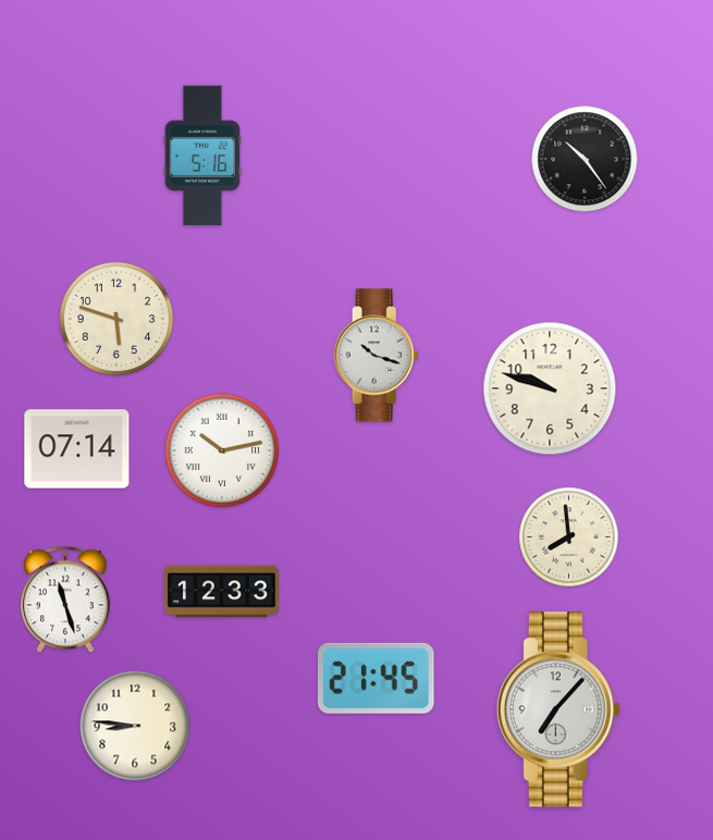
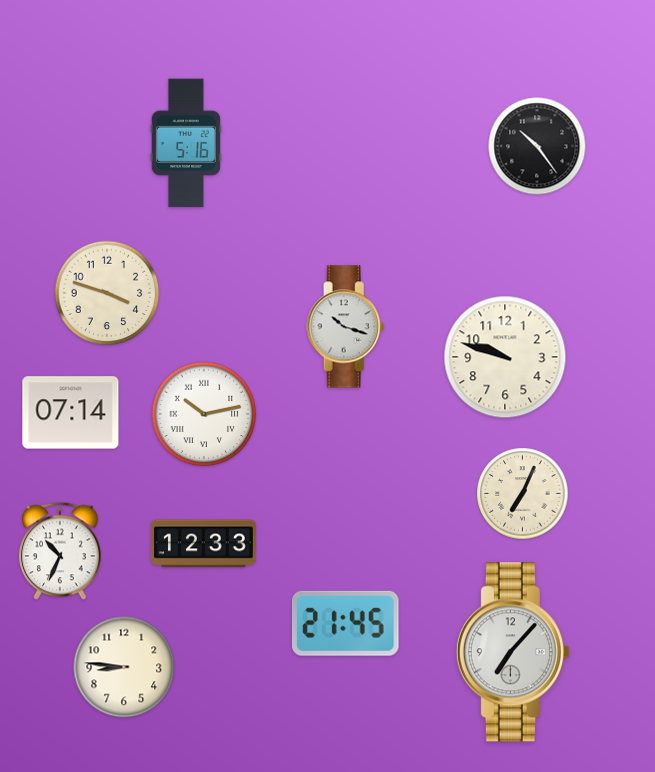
clock at (116, 319): 5:48 -> 3:48
clock at (569, 538): 7:59 -> 7:04
clock at (65, 600): 11:27 -> 10:34
